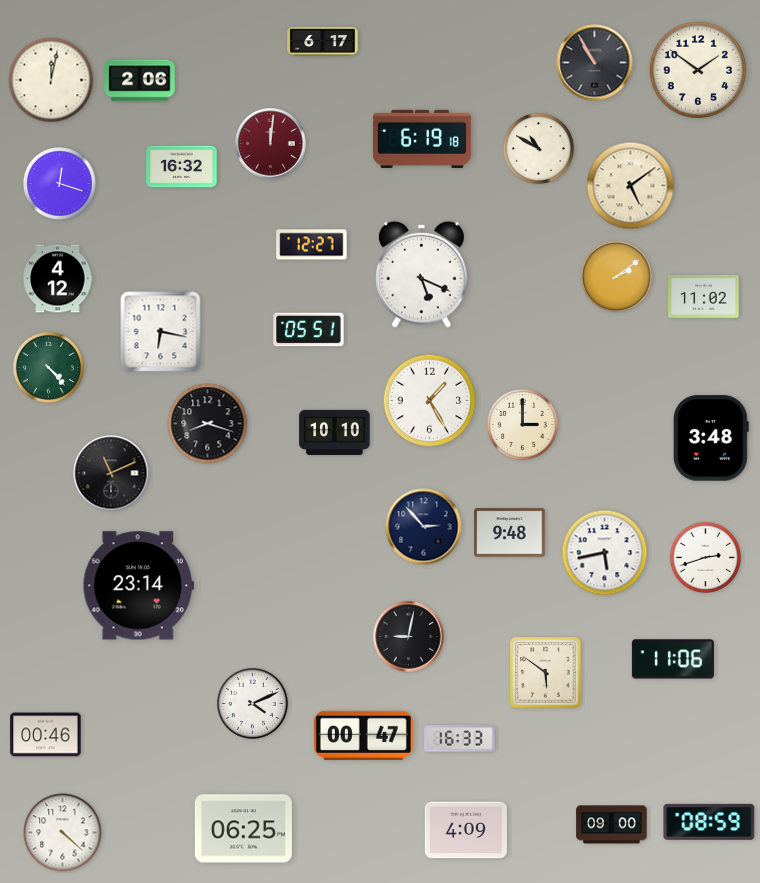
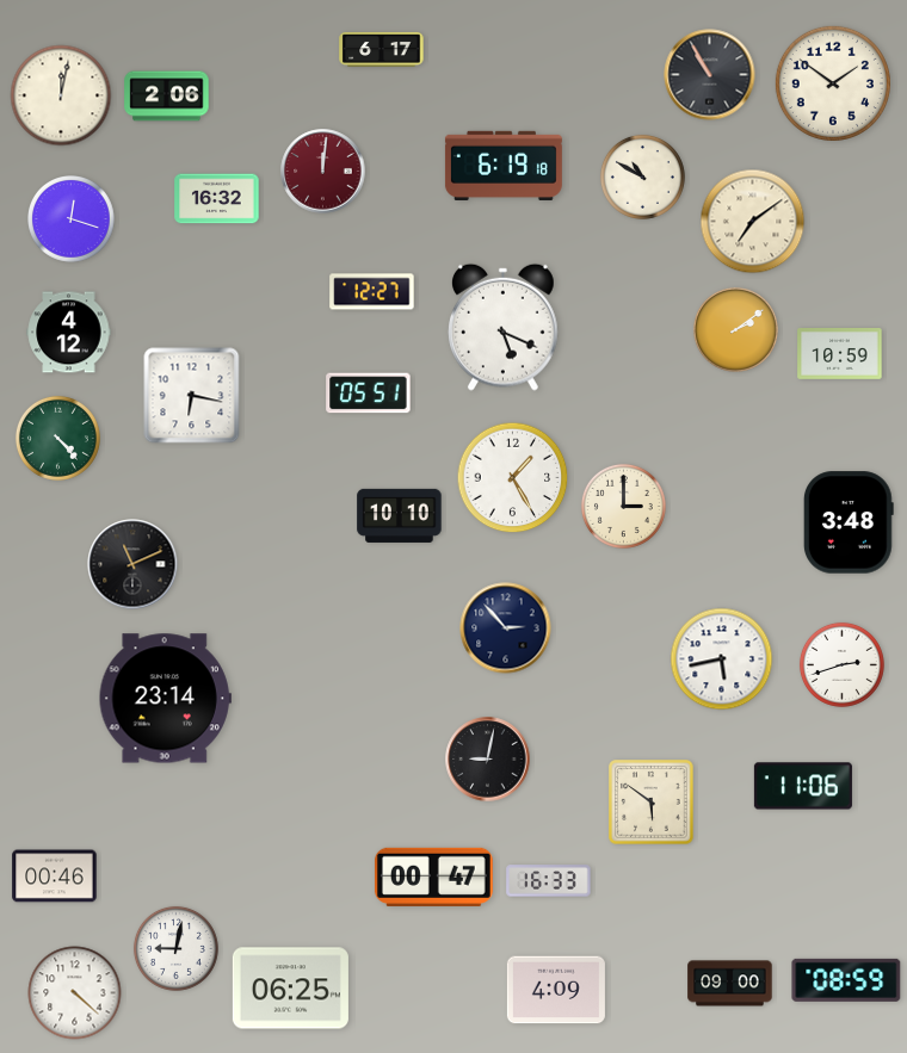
clock at (323, 42) position: (323, 42) -> (382, 50)
clock at (631, 186): 5:09 -> 7:09
clock at (704, 297): 11:02 -> 10:59
clock at (208, 424): 8:18 -> none
clock at (510, 533): 9:48 -> none
clock at (252, 703): 4:11 -> none
clock at (175, 948): none -> 9:02
